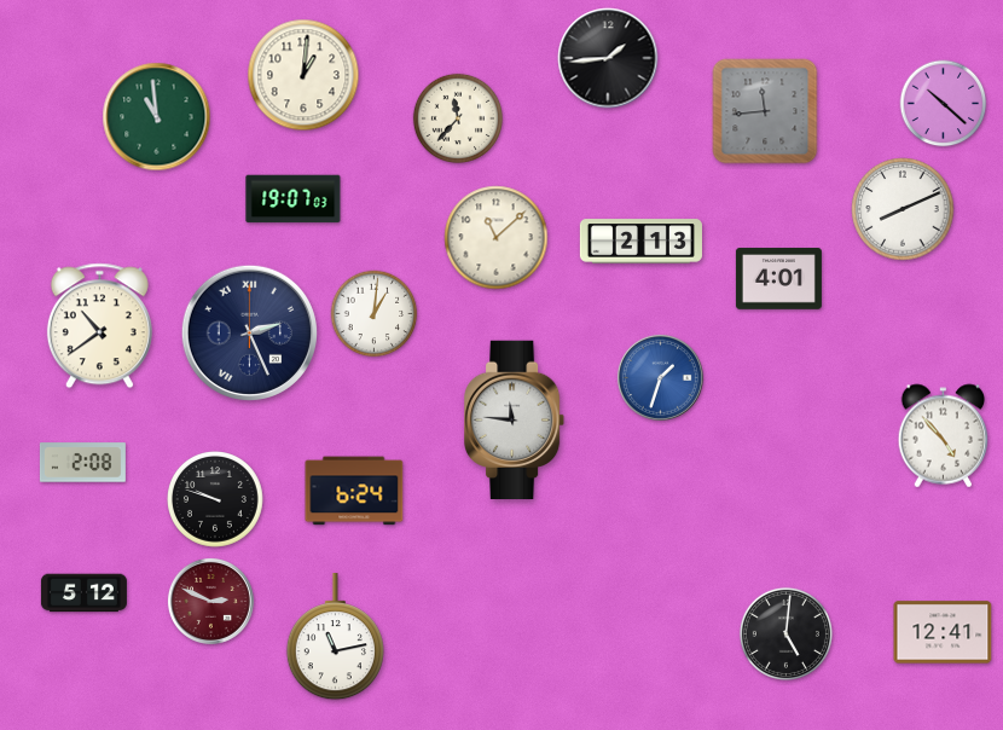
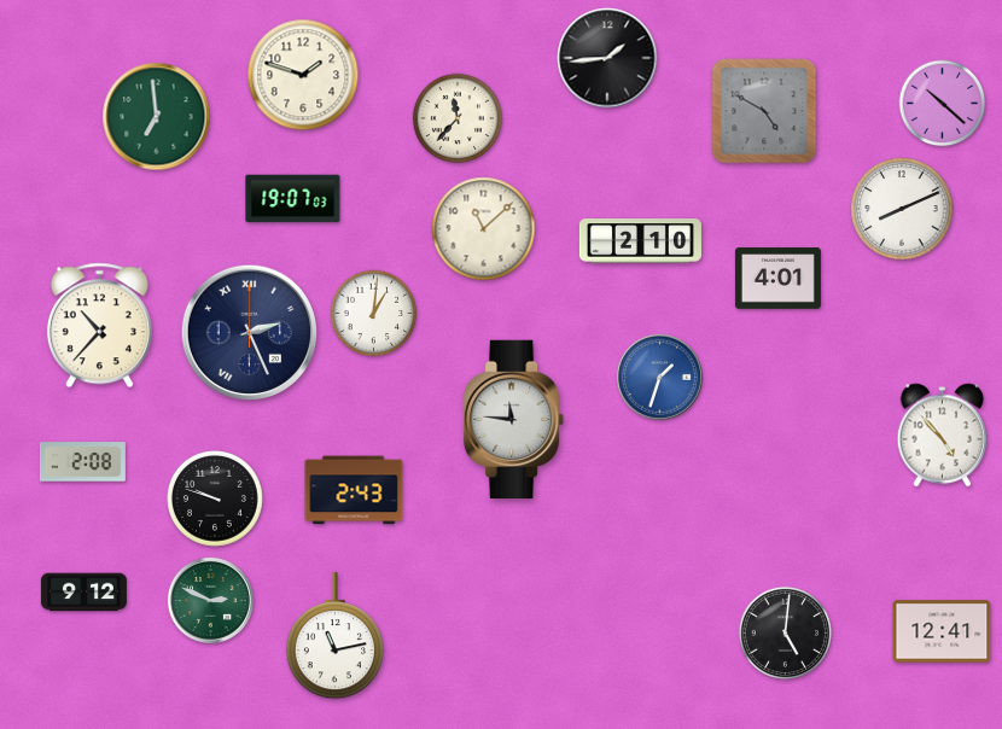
clock at (303, 75): 1:01 -> 1:48
clock at (765, 111): 11:44 -> 4:50
clock at (157, 117): 10:59 -> 6:59
clock at (497, 238) position: (497, 238) -> (484, 229)
clock at (640, 242): 2:13 -> 2:10
clock at (99, 326): 10:39 -> 10:37
clock at (354, 491): 6:24 -> 2:43
clock at (83, 593): 5:12 -> 9:12
clock at (210, 601) dial: burgundy -> green
